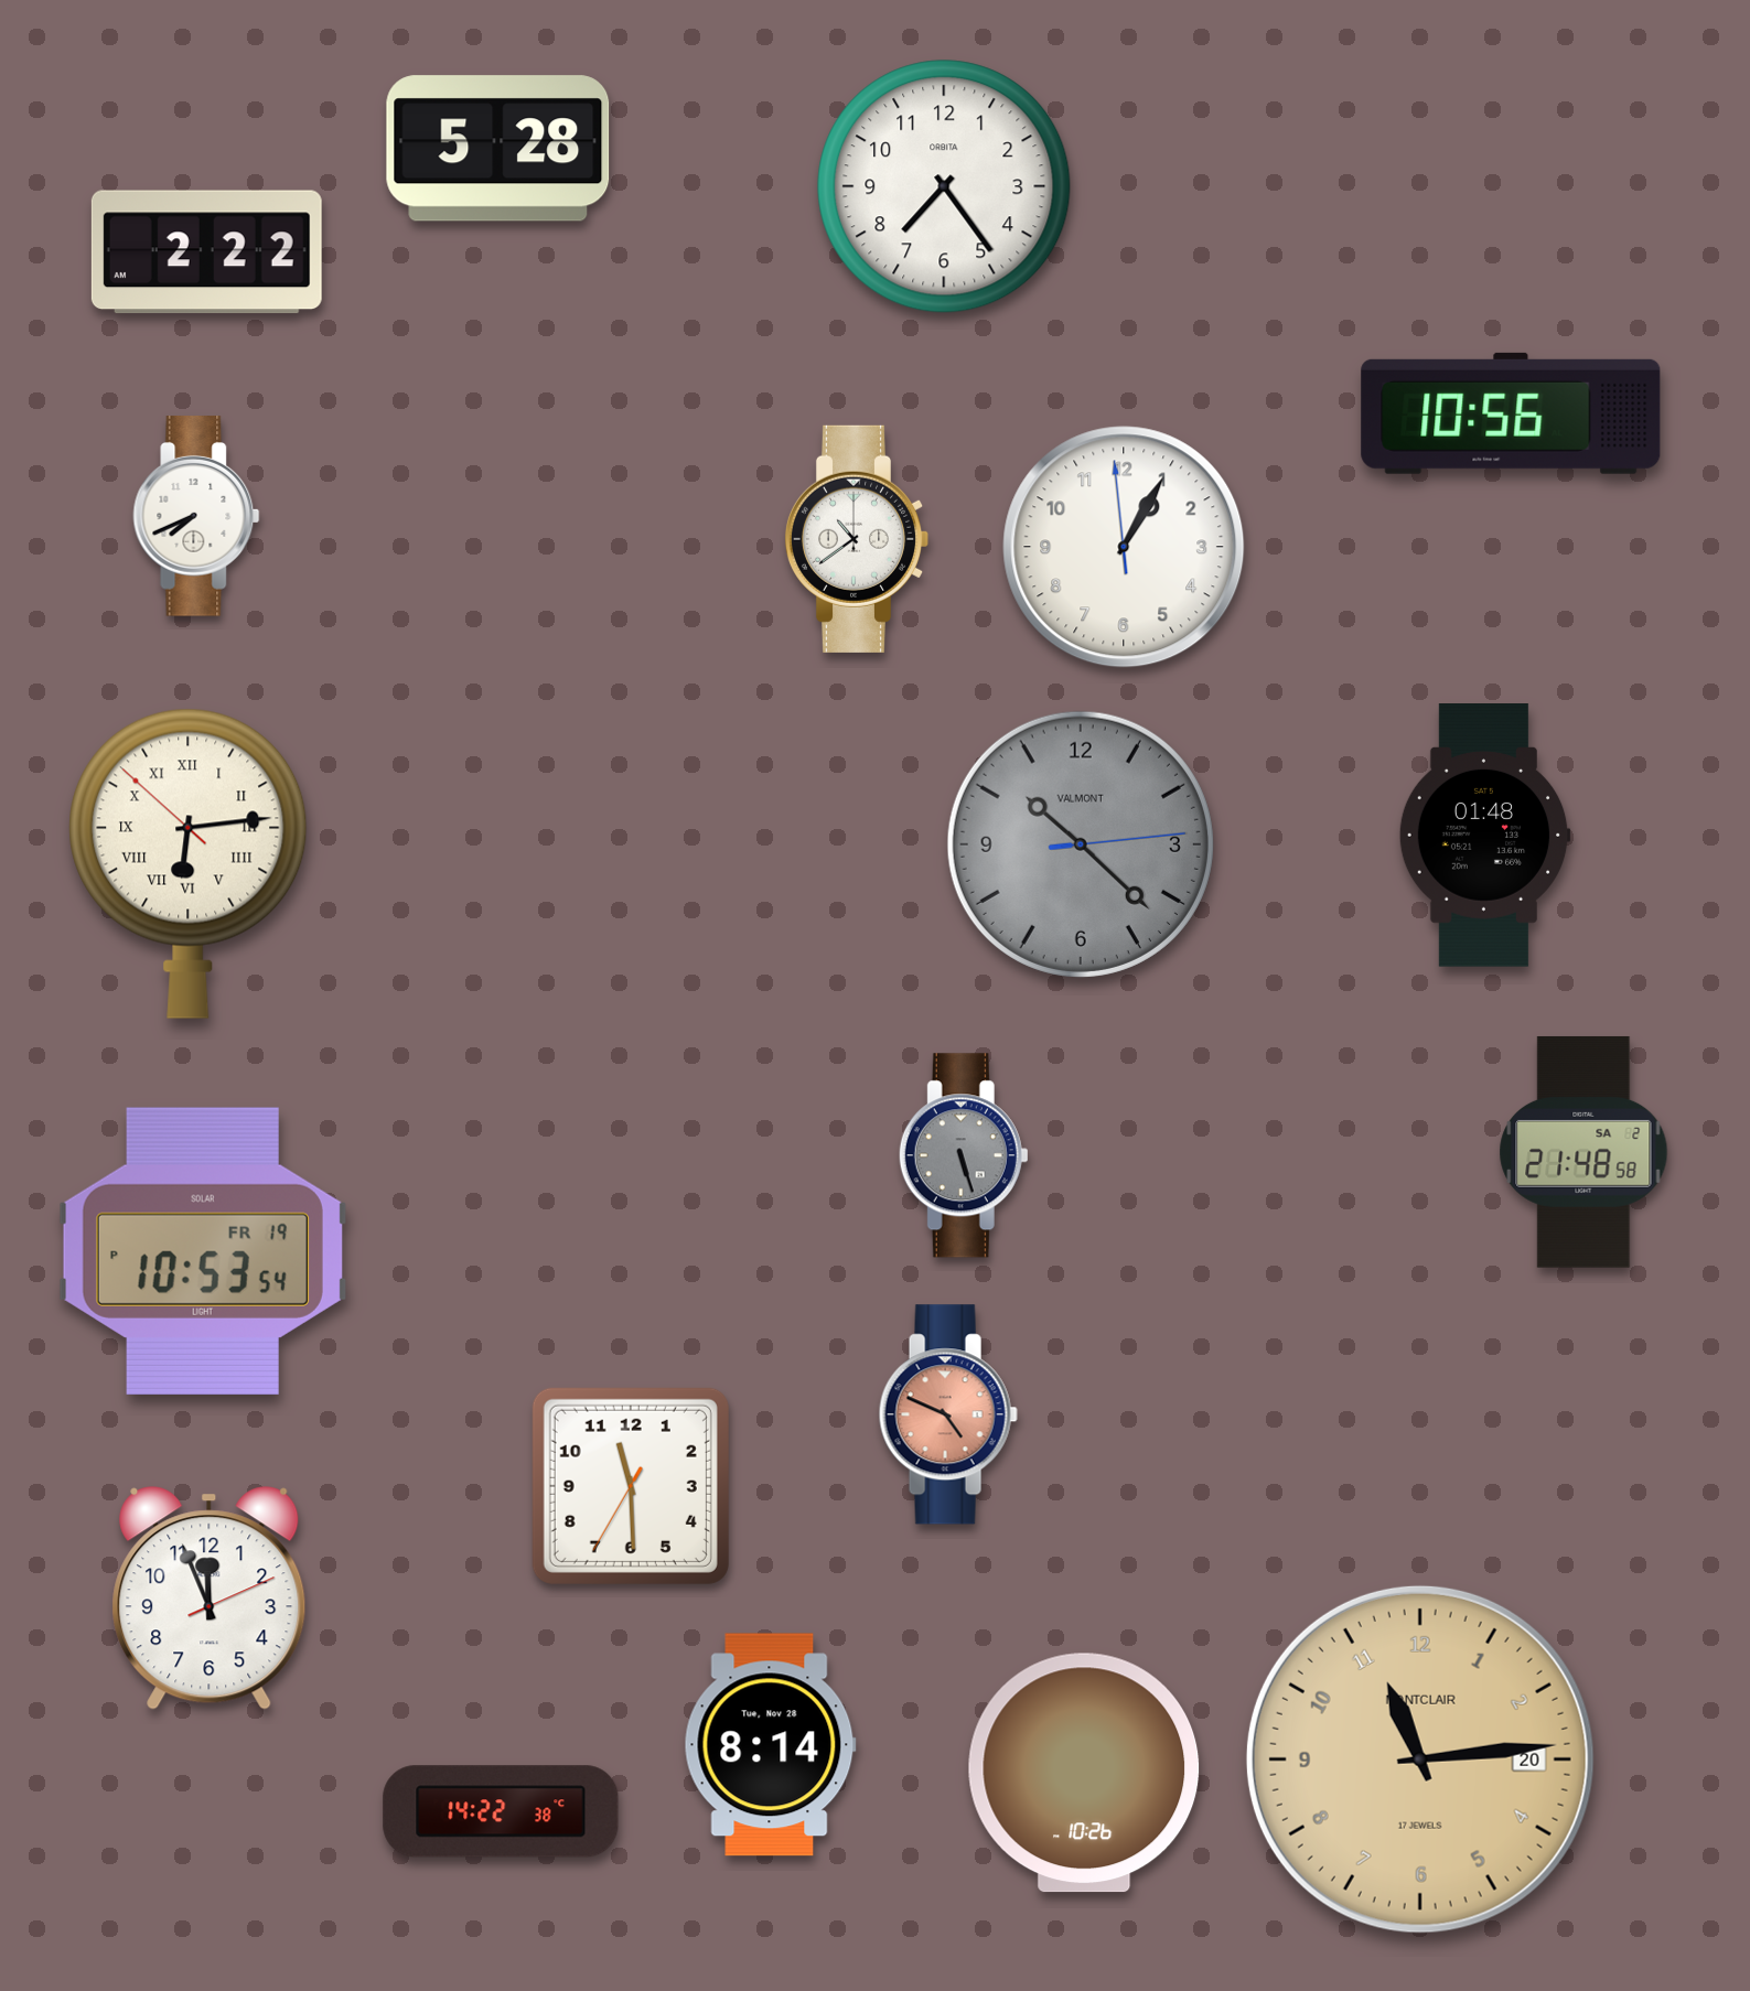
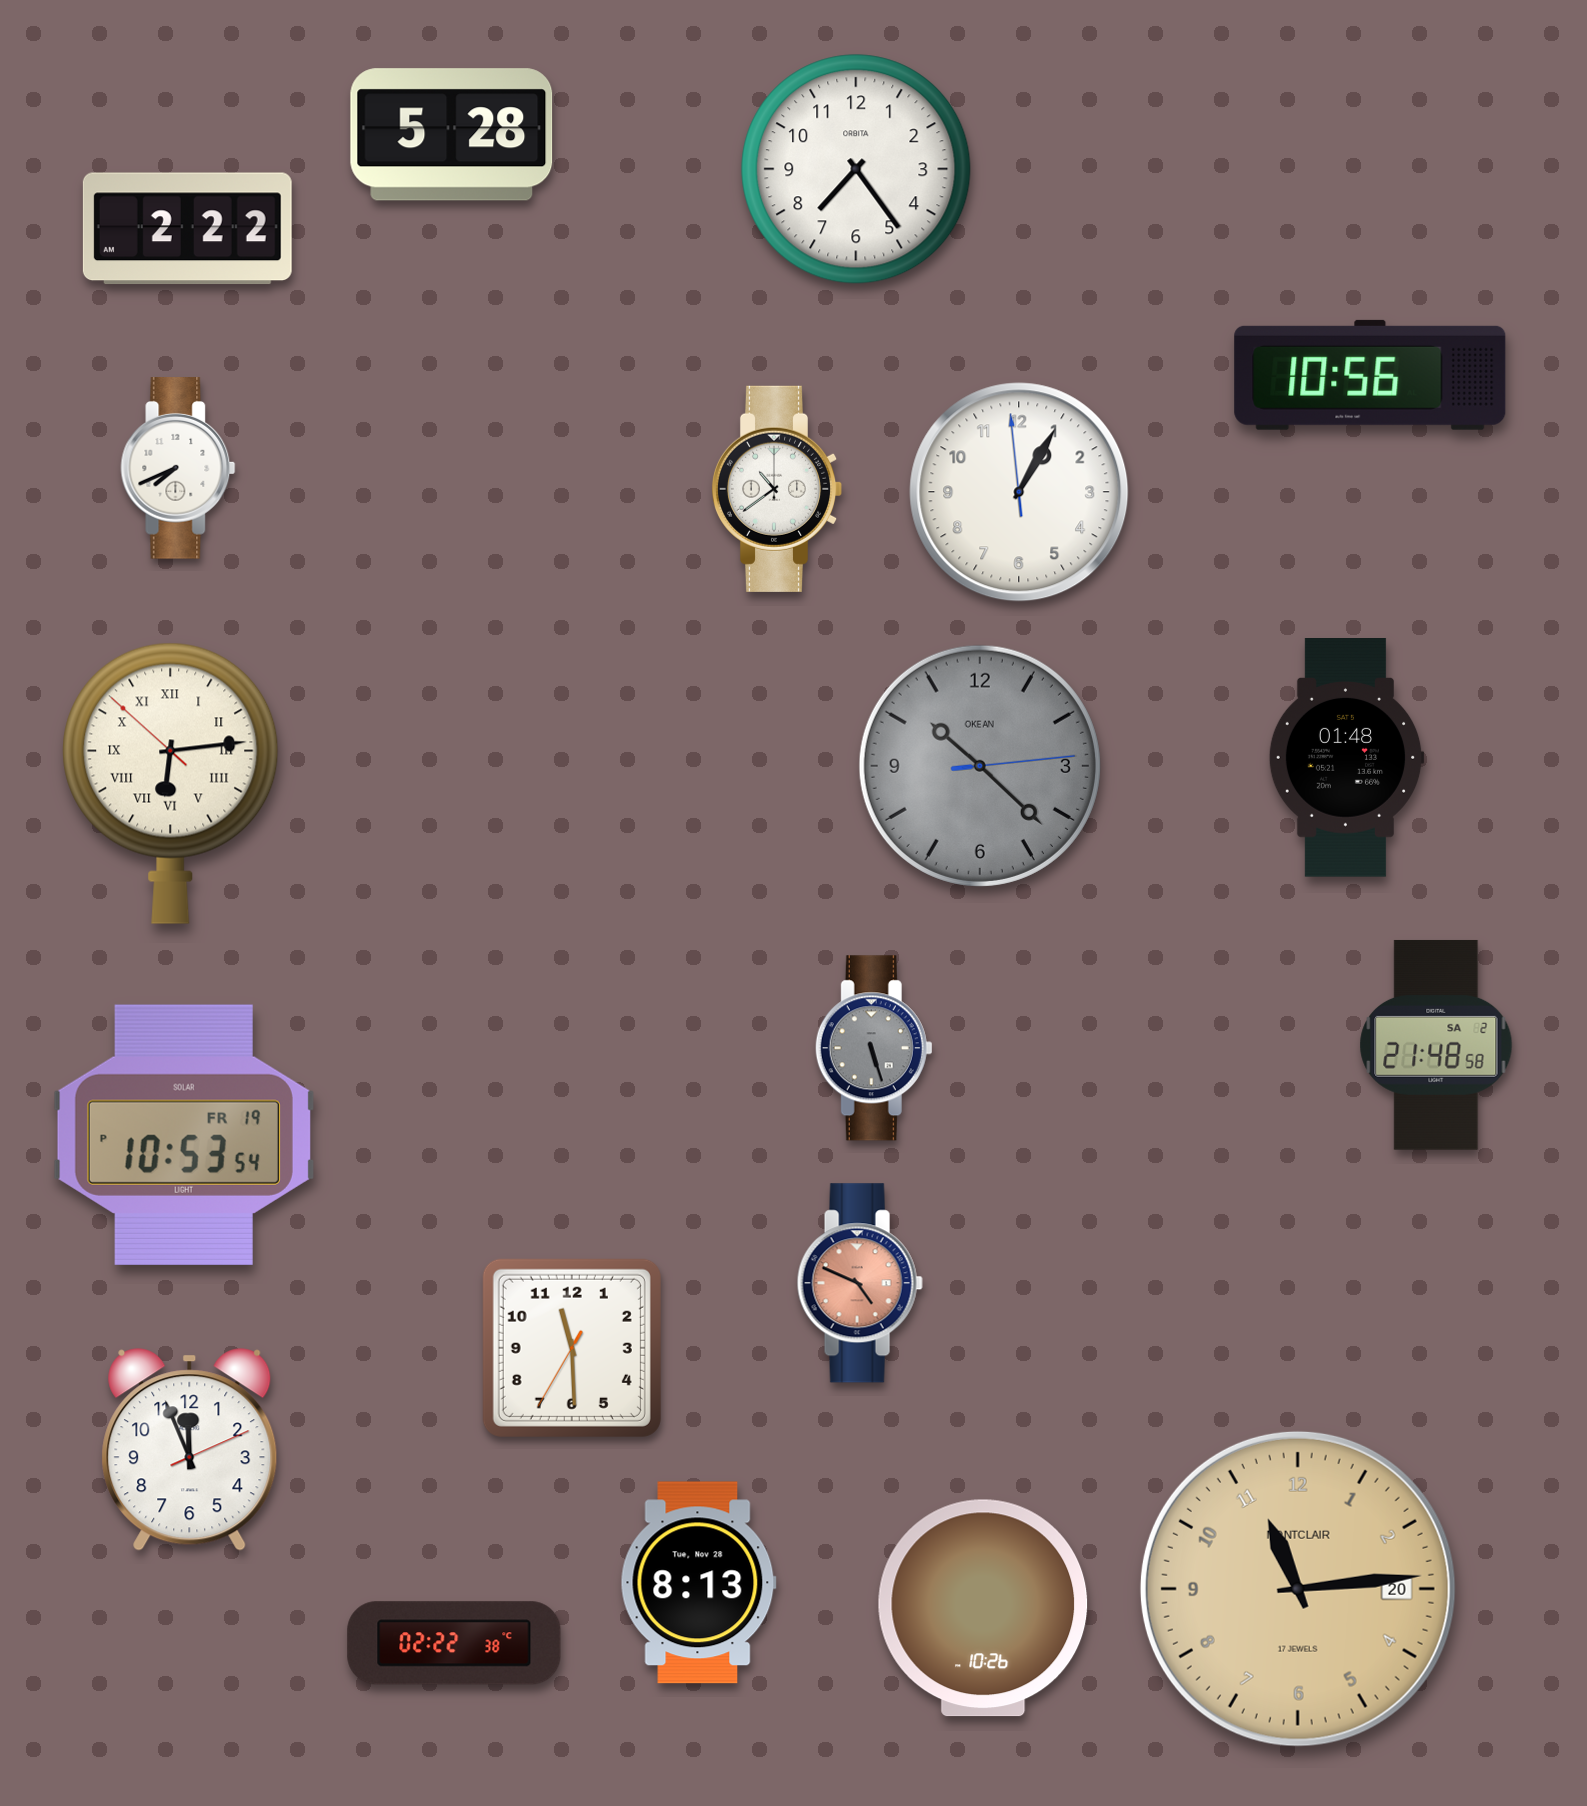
clock at (1124, 547) position: (1124, 547) -> (1019, 492)
clock at (1081, 844) brand: VALMONT -> OKEAN
clock at (770, 1745): 8:14 -> 8:13
clock at (1420, 1759) position: (1420, 1759) -> (1298, 1589)
clock at (501, 1811): 14:22 -> 02:22
